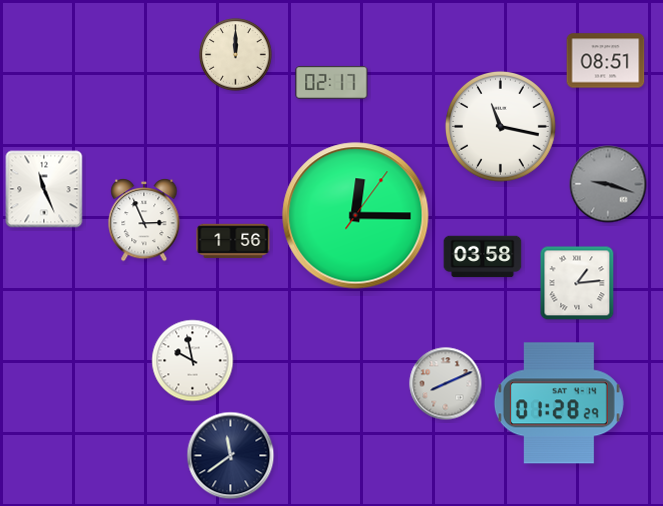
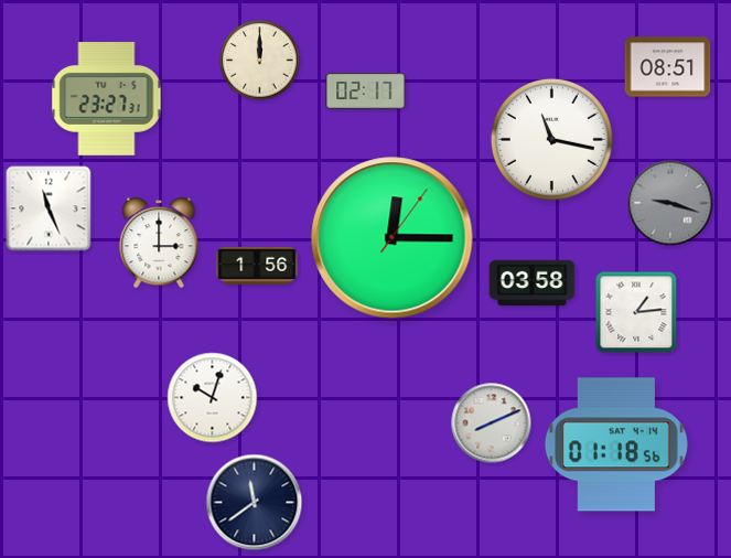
clock at (107, 99): none -> 23:27
clock at (144, 221): 2:56 -> 3:00
clock at (193, 361): 9:58 -> 10:03
clock at (559, 403): 01:28 -> 01:18
